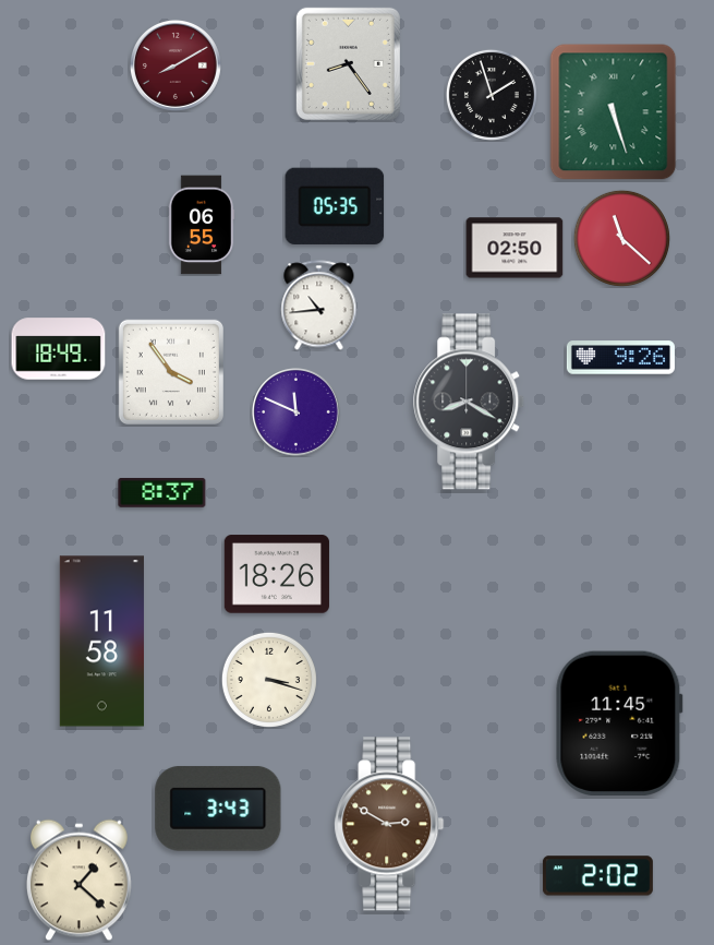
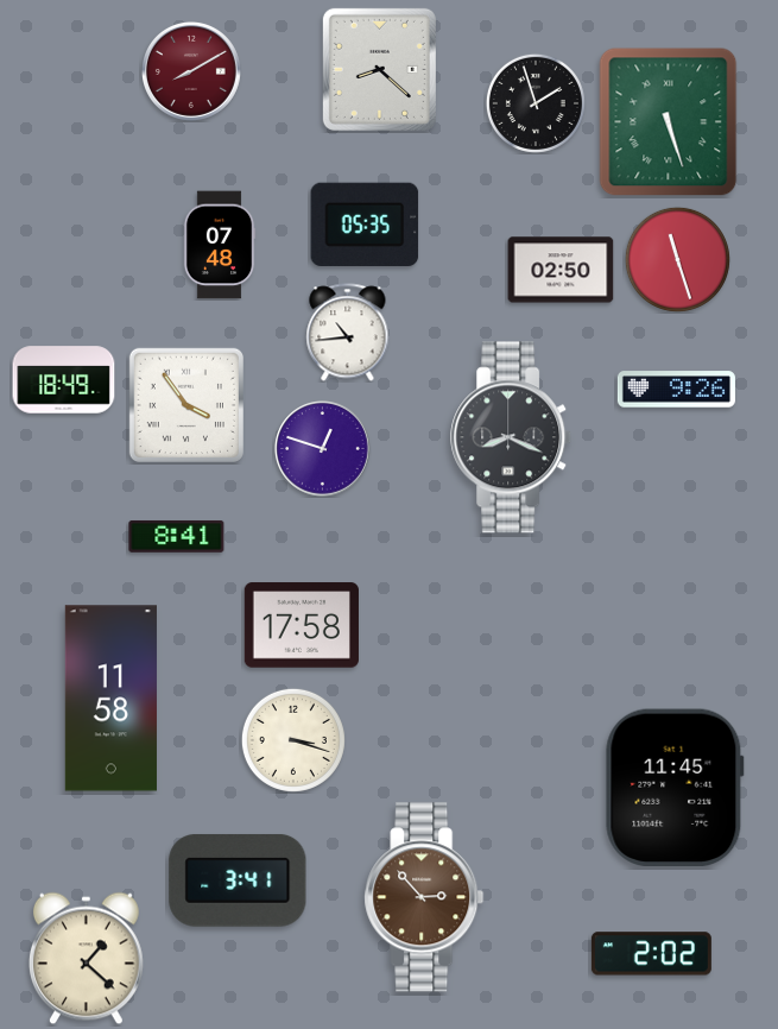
clock at (348, 63): 8:24 -> 8:22
clock at (202, 225): 06:55 -> 07:48
clock at (621, 238): 11:22 -> 11:27
clock at (470, 402): 8:20 -> 8:19
clock at (297, 412): 11:49 -> 12:48
clock at (162, 492): 8:37 -> 8:41
clock at (276, 574): 18:26 -> 17:58
clock at (218, 809): 3:43 -> 3:41
clock at (389, 824): 2:50 -> 2:53
